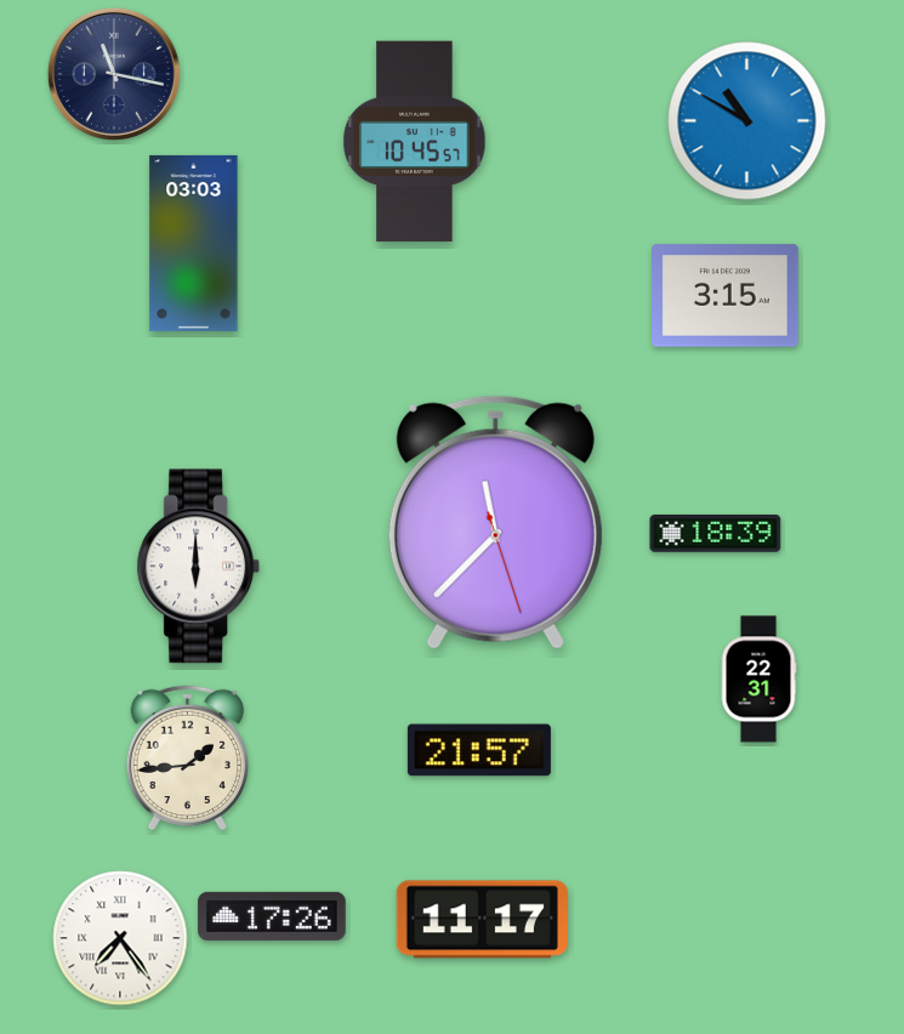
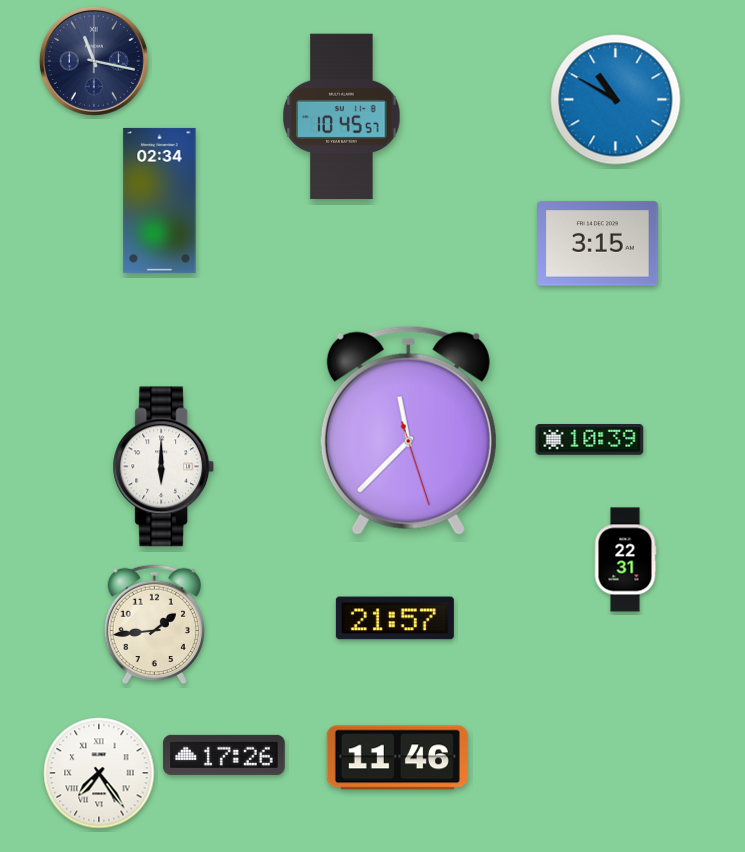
clock at (194, 243): 03:03 -> 02:34
clock at (716, 534): 18:39 -> 10:39
clock at (482, 920): 11:17 -> 11:46
